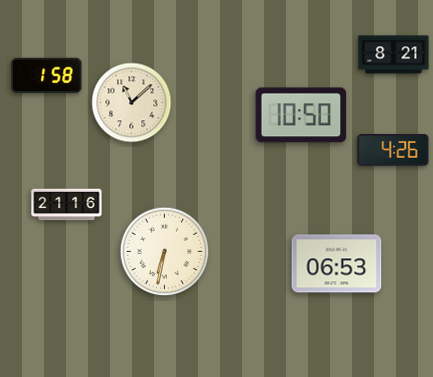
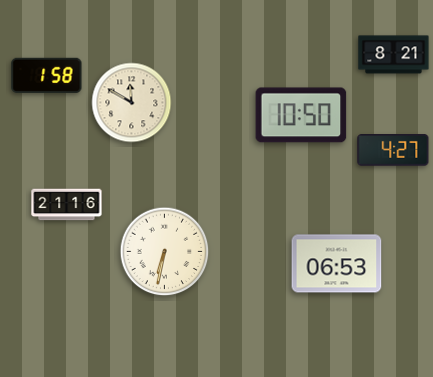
clock at (132, 103): 11:08 -> 11:50
clock at (393, 150): 4:26 -> 4:27
